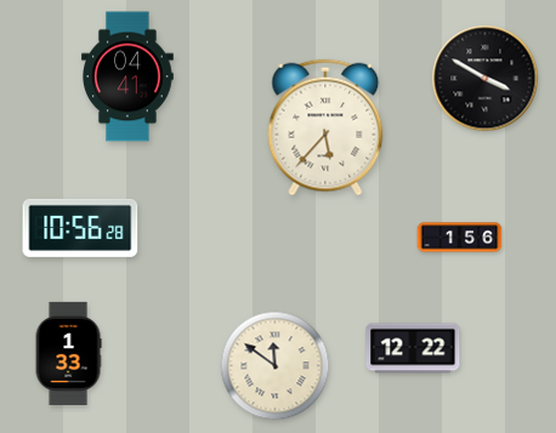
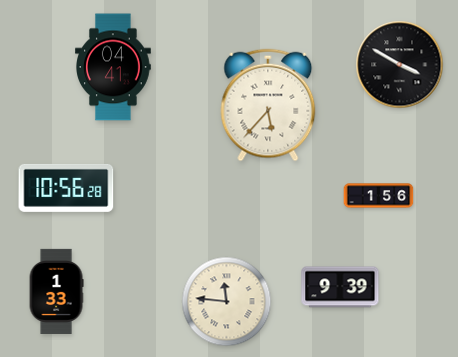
clock at (129, 76) position: (129, 76) -> (114, 67)
clock at (413, 348): 12:22 -> 9:39
clock at (276, 366): 11:51 -> 11:46
